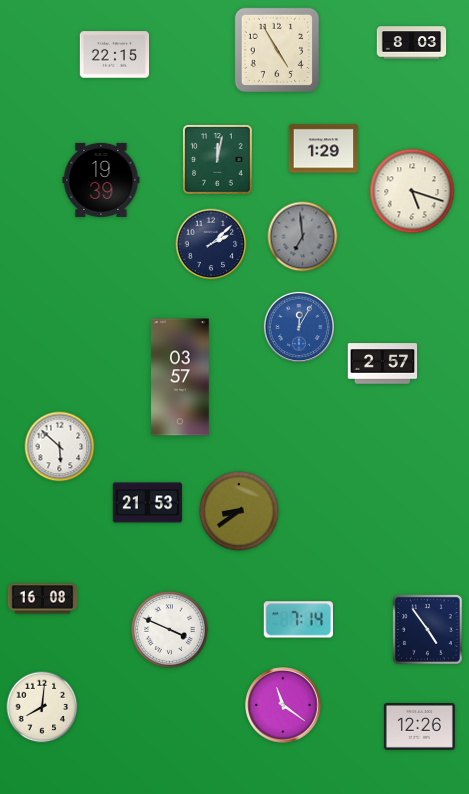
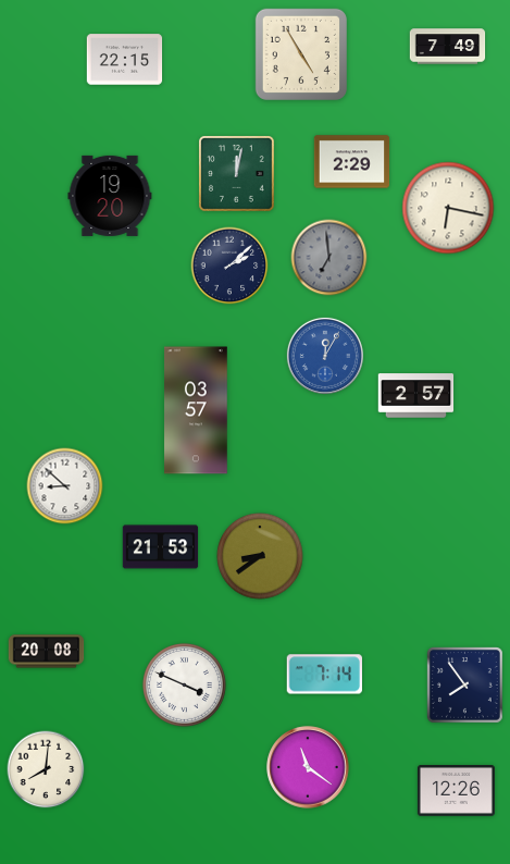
clock at (412, 43): 8:03 -> 7:49
clock at (324, 149): 1:29 -> 2:29
clock at (101, 180): 19:39 -> 19:20
clock at (412, 191): 5:18 -> 6:17
clock at (60, 447): 5:52 -> 8:52
clock at (43, 599): 16:08 -> 20:08
clock at (428, 630): 4:54 -> 7:54
